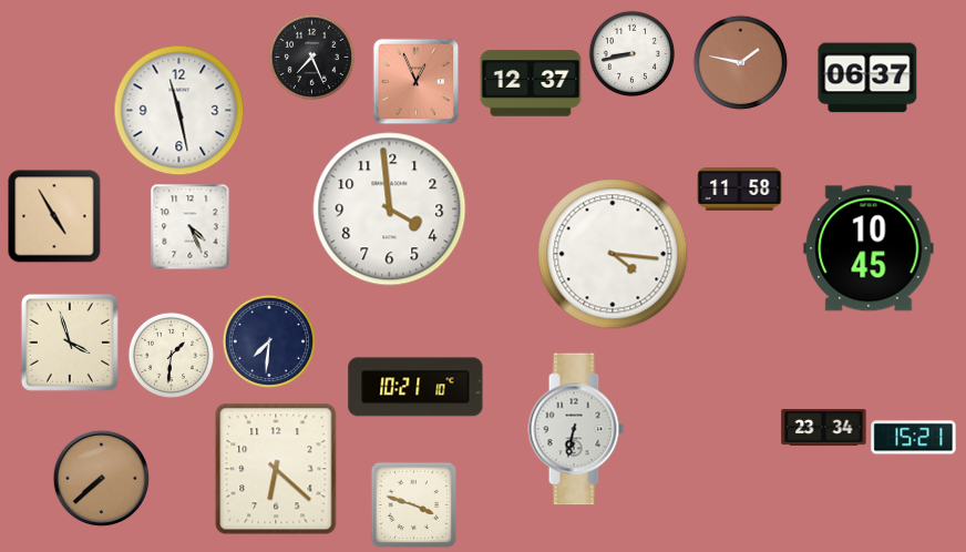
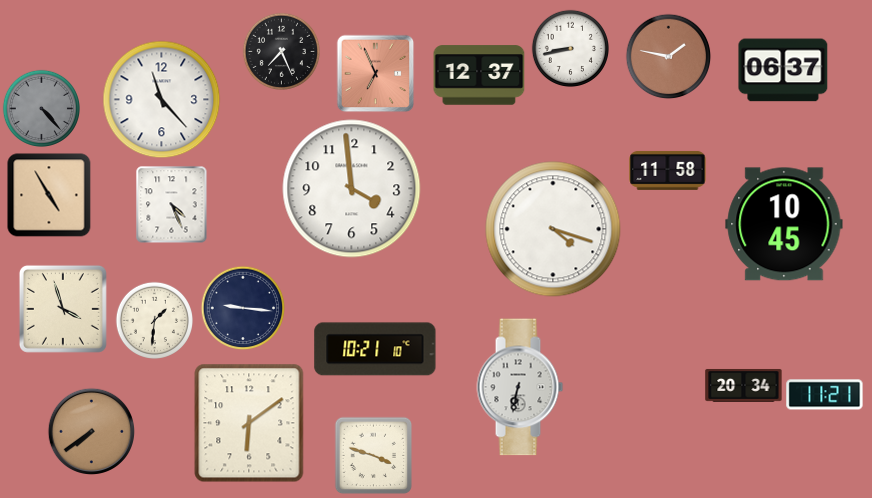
clock at (415, 81): 12:56 -> 6:56
clock at (179, 111): 11:28 -> 11:23
clock at (41, 108): none -> 4:23
clock at (613, 254): 4:16 -> 4:18
clock at (269, 341): 7:31 -> 9:16
clock at (824, 427): 23:34 -> 20:34
clock at (914, 438): 15:21 -> 11:21
clock at (276, 469): 6:22 -> 6:09
clock at (101, 478): 7:38 -> 7:39
